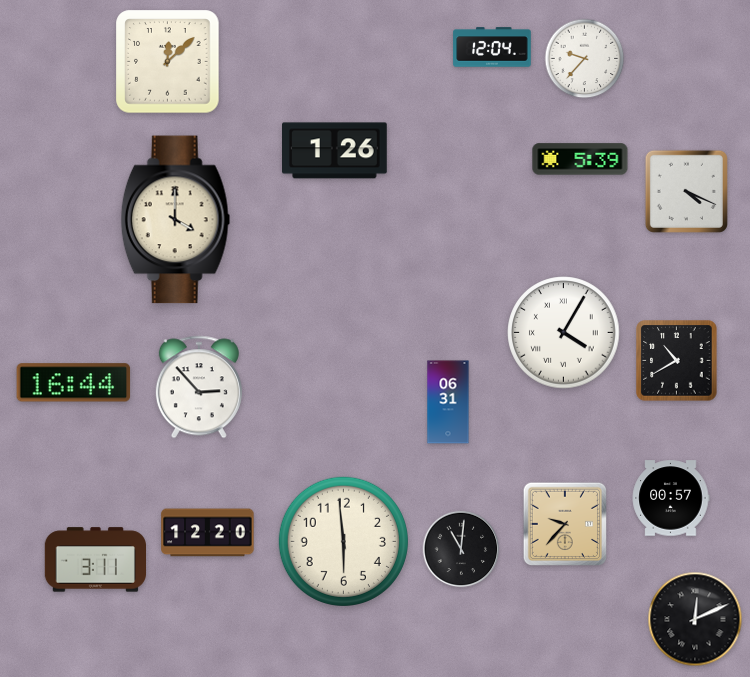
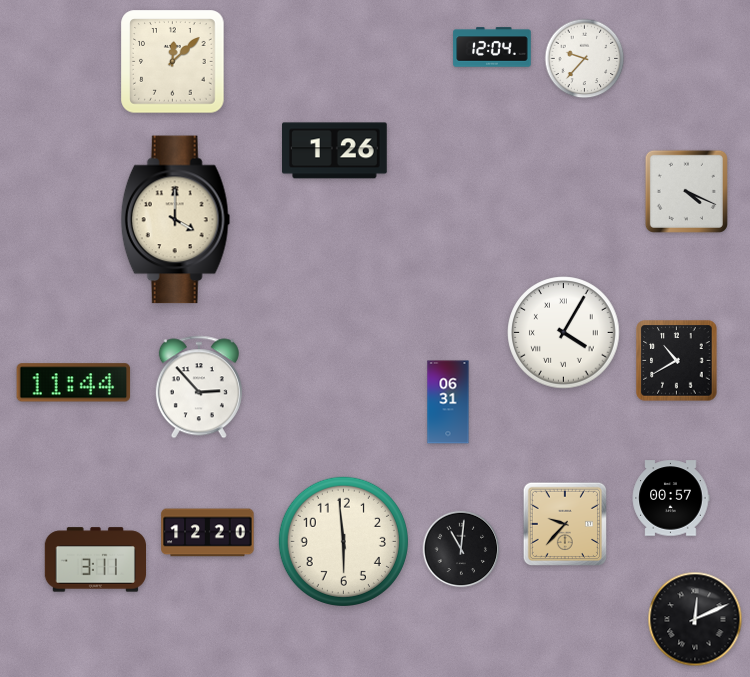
clock at (168, 62) position: (168, 62) -> (173, 62)
clock at (580, 159): 5:39 -> none
clock at (74, 383): 16:44 -> 11:44
